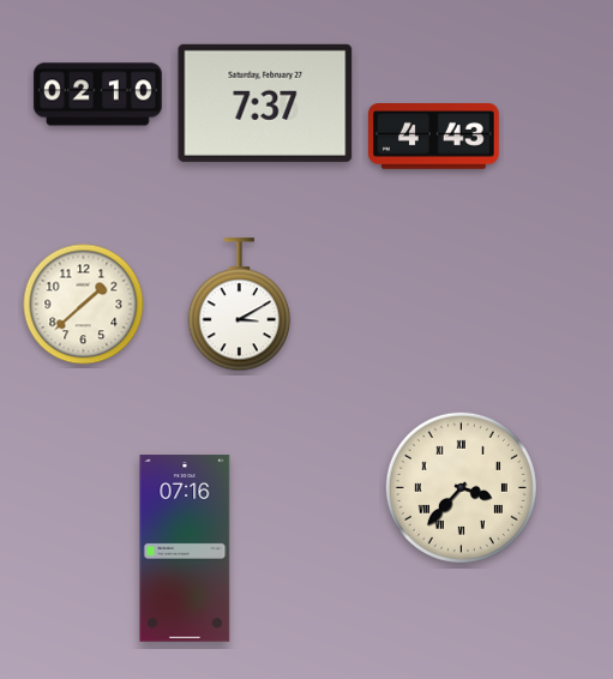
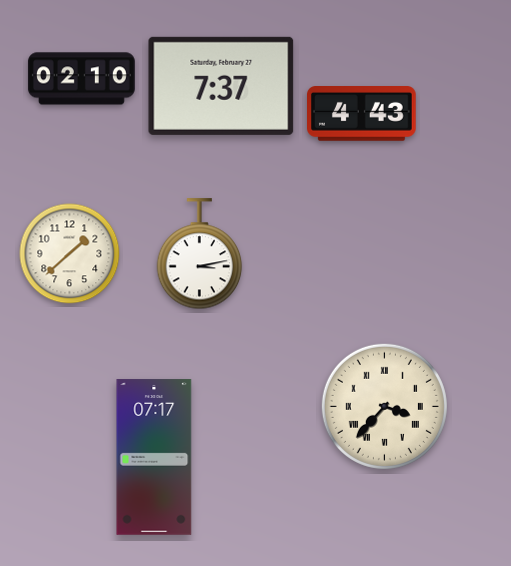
clock at (240, 305): 3:10 -> 3:13
clock at (185, 548): 07:16 -> 07:17
